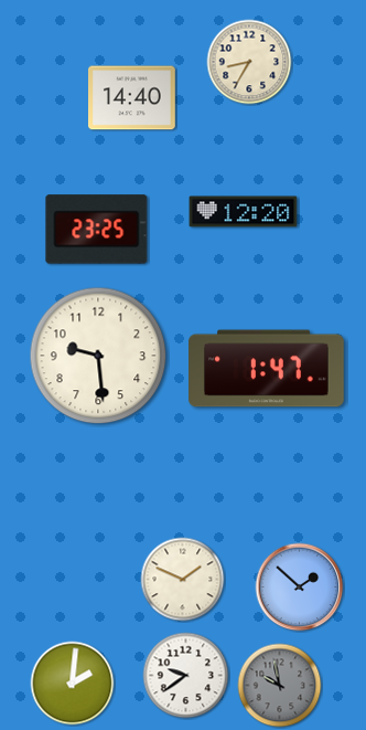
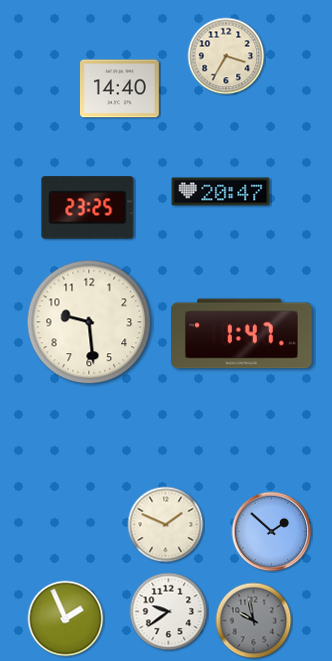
clock at (249, 62): 8:35 -> 3:35
clock at (244, 212): 12:20 -> 20:47
clock at (73, 684): 2:01 -> 1:56
